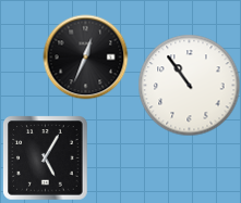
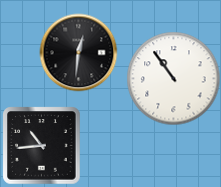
clock at (85, 56): 12:34 -> 12:31
clock at (45, 157): 5:05 -> 10:44
